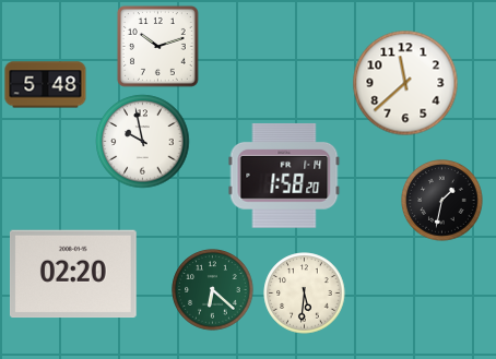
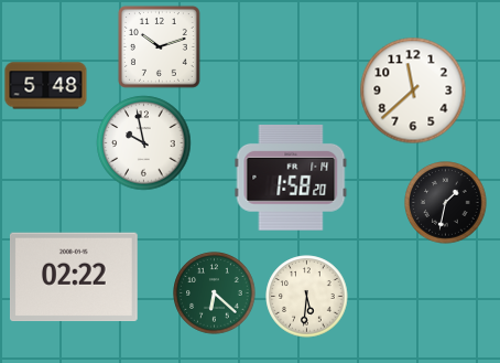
clock at (405, 83) position: (405, 83) -> (413, 90)
clock at (284, 176) position: (284, 176) -> (291, 178)
clock at (73, 274): 02:20 -> 02:22
